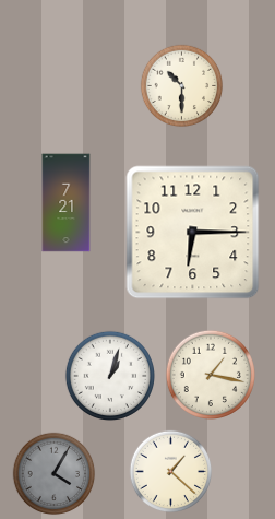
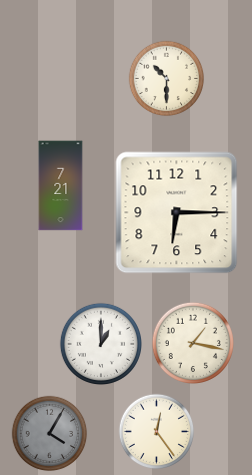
clock at (109, 375): 1:03 -> 1:00
clock at (171, 472): 1:22 -> 12:24
